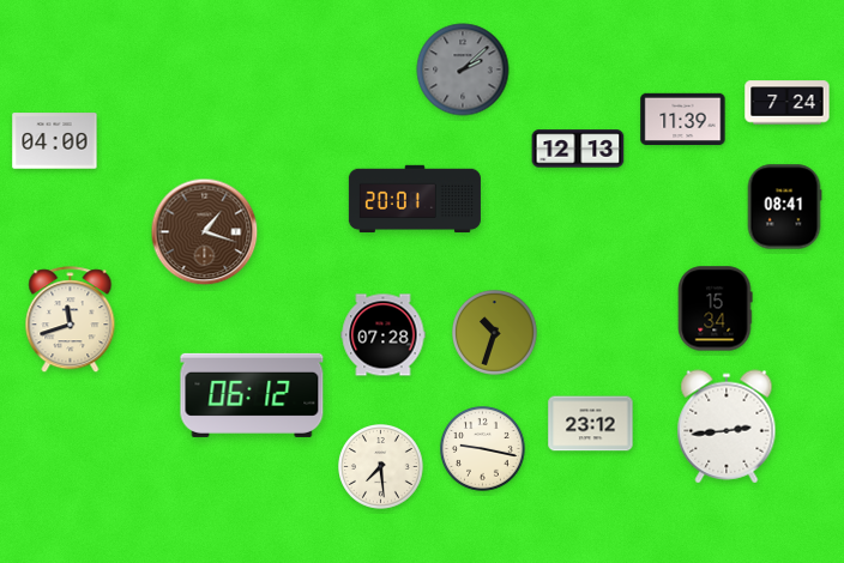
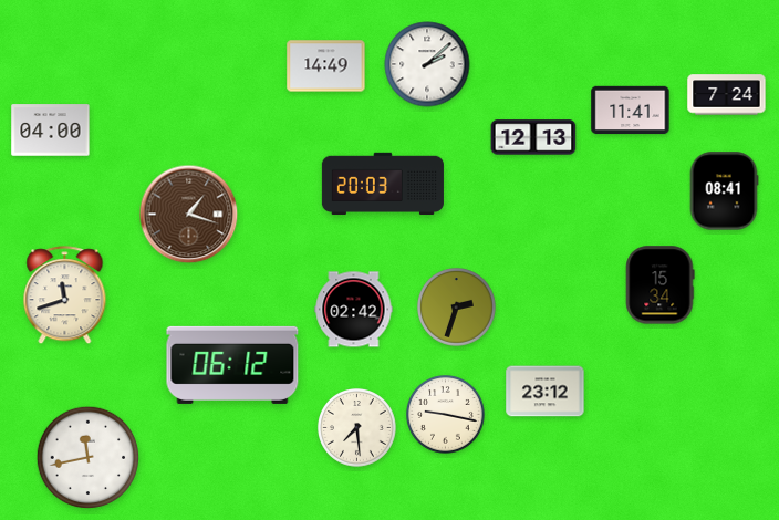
clock at (463, 69) dial: grey -> white
clock at (326, 66): none -> 14:49
clock at (683, 120): 11:39 -> 11:41
clock at (415, 199): 20:01 -> 20:03
clock at (495, 333): 10:33 -> 2:33
clock at (384, 335): 07:28 -> 02:42
clock at (727, 426): 2:44 -> none
clock at (381, 467) position: (381, 467) -> (357, 428)
clock at (89, 458): none -> 11:43
